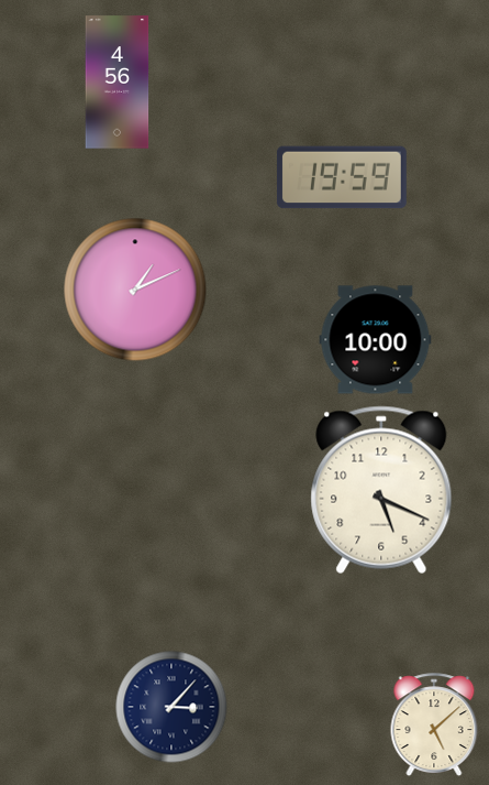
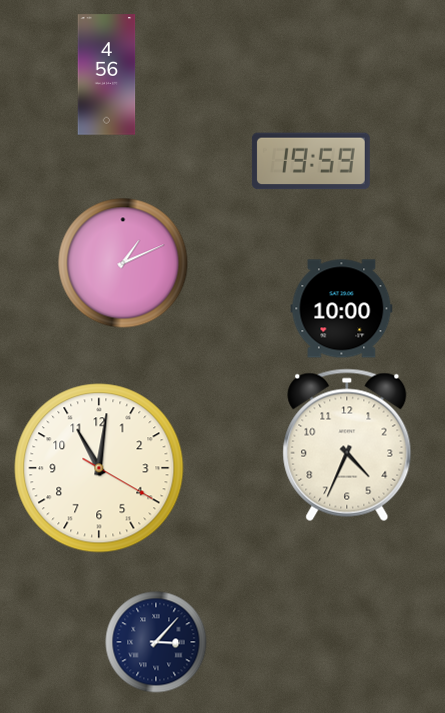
clock at (381, 490): 5:19 -> 4:34
clock at (99, 468): none -> 11:01
clock at (434, 724): 5:08 -> none
